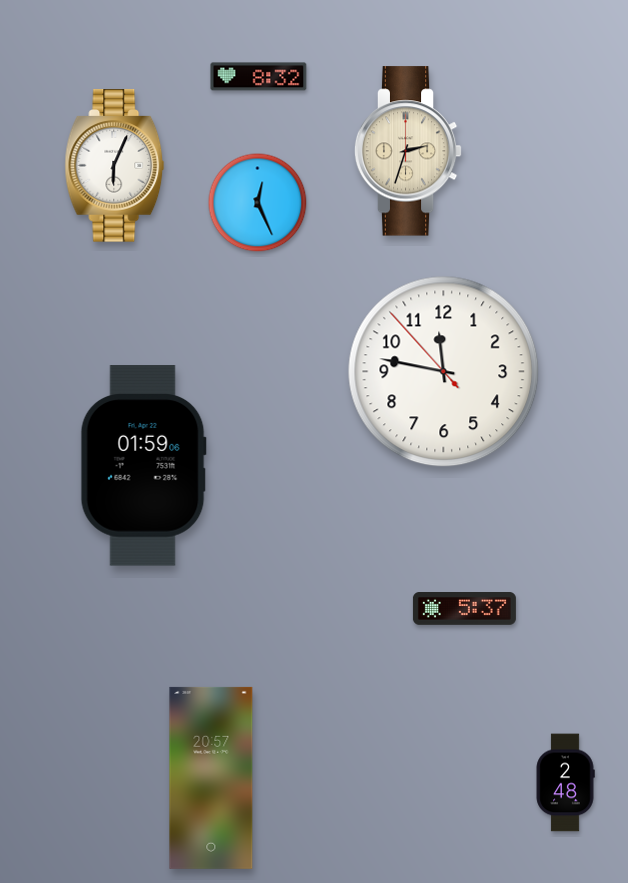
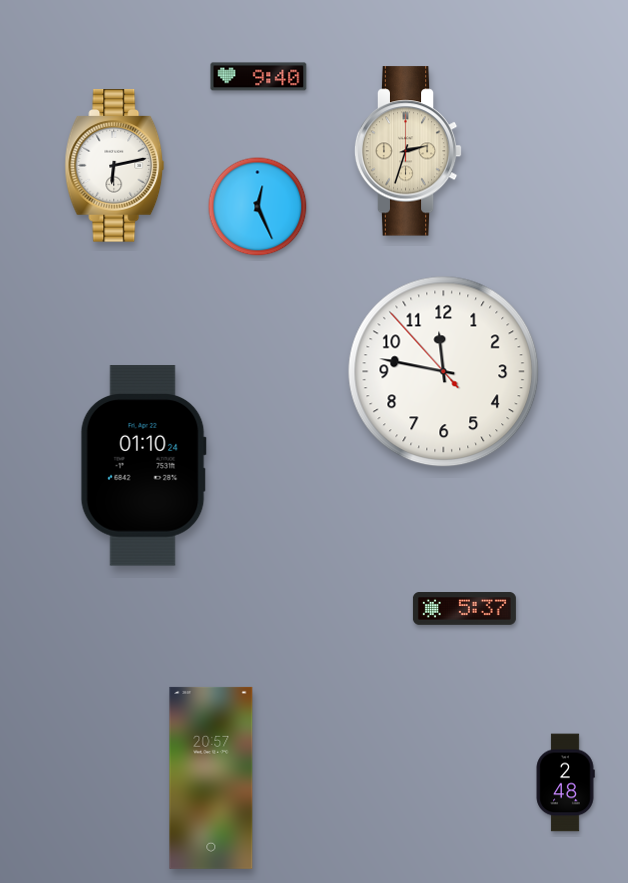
clock at (259, 77): 8:32 -> 9:40
clock at (115, 166): 6:04 -> 6:13
clock at (258, 203) position: (258, 203) -> (258, 207)
clock at (143, 466): 01:59 -> 01:10
